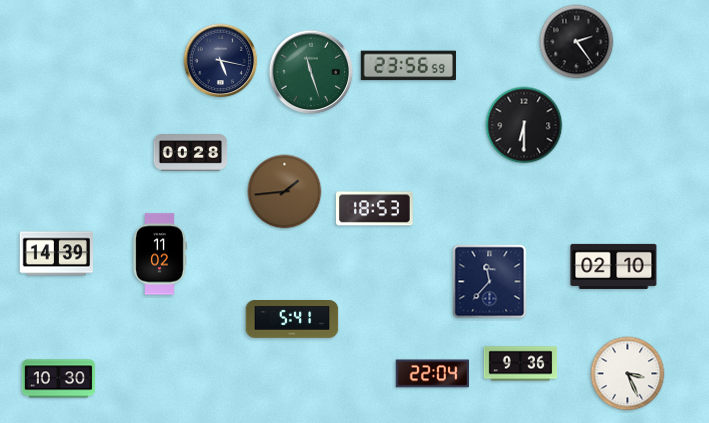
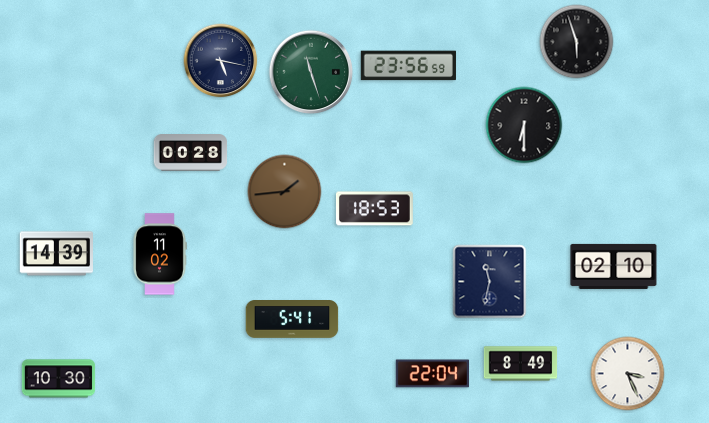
clock at (577, 42): 2:24 -> 5:57
clock at (490, 282): 11:37 -> 11:32
clock at (521, 364): 9:36 -> 8:49
